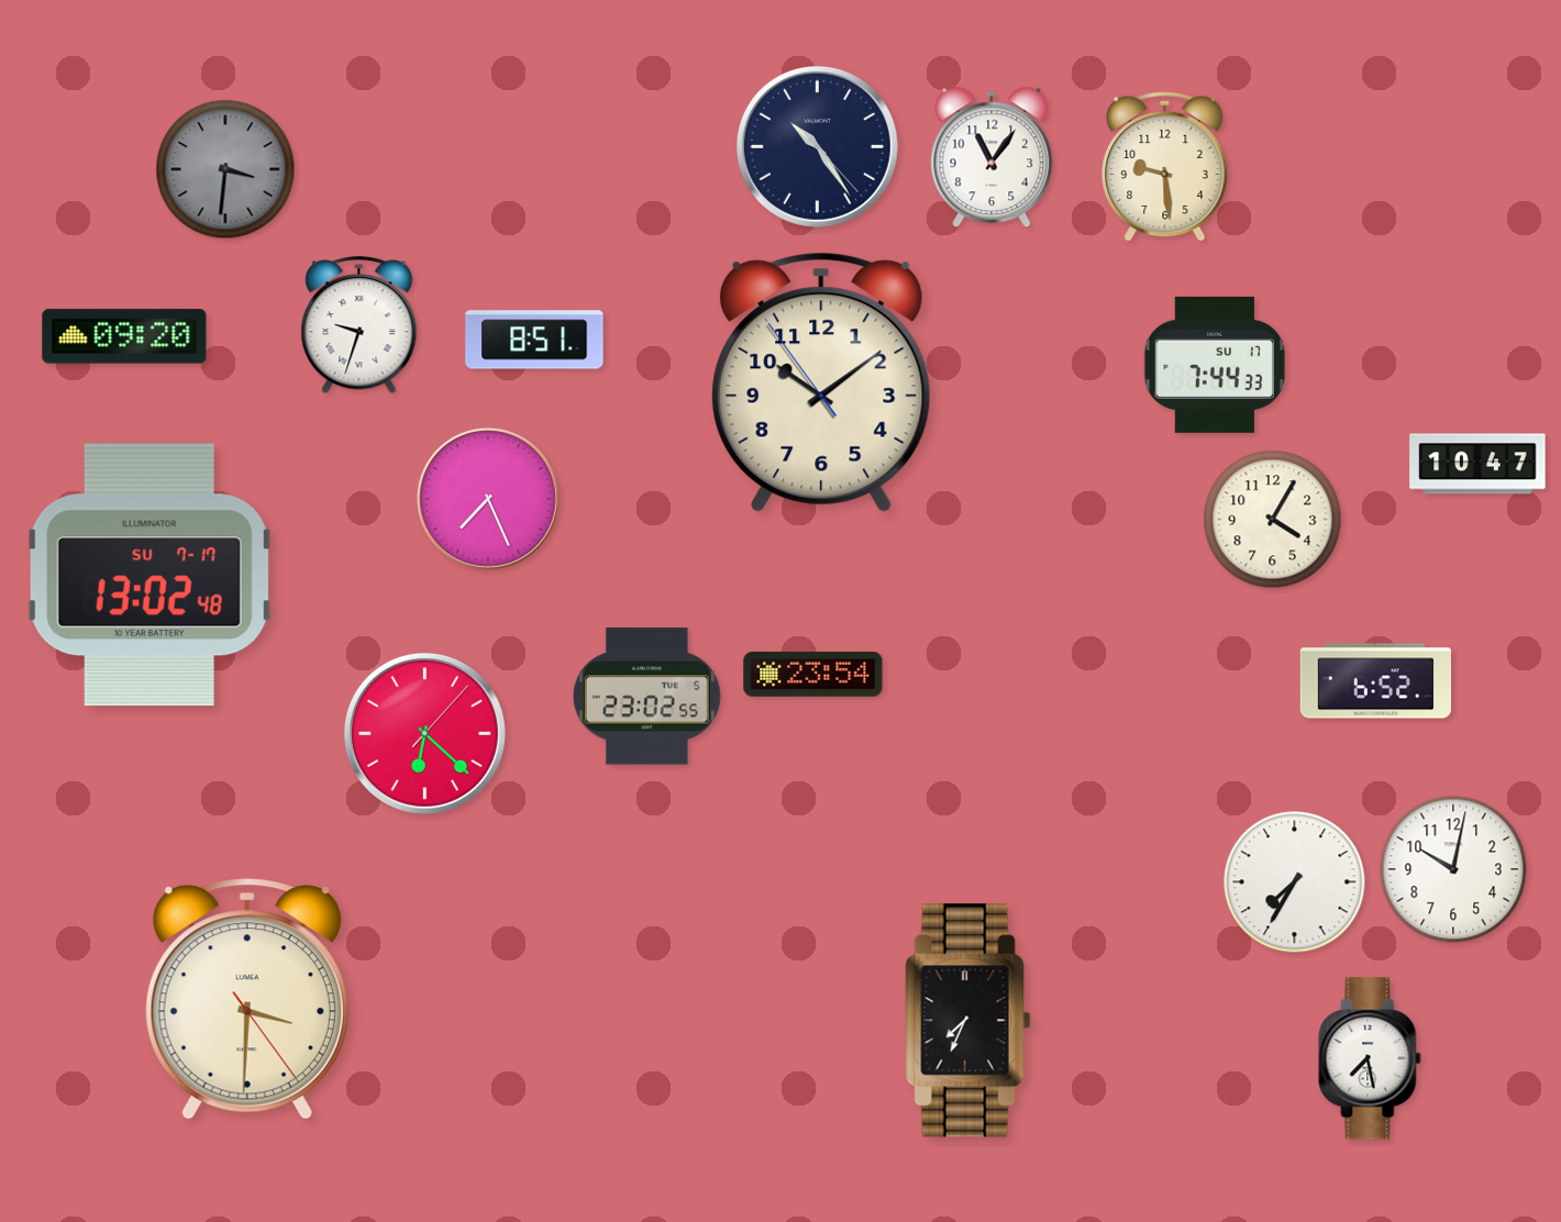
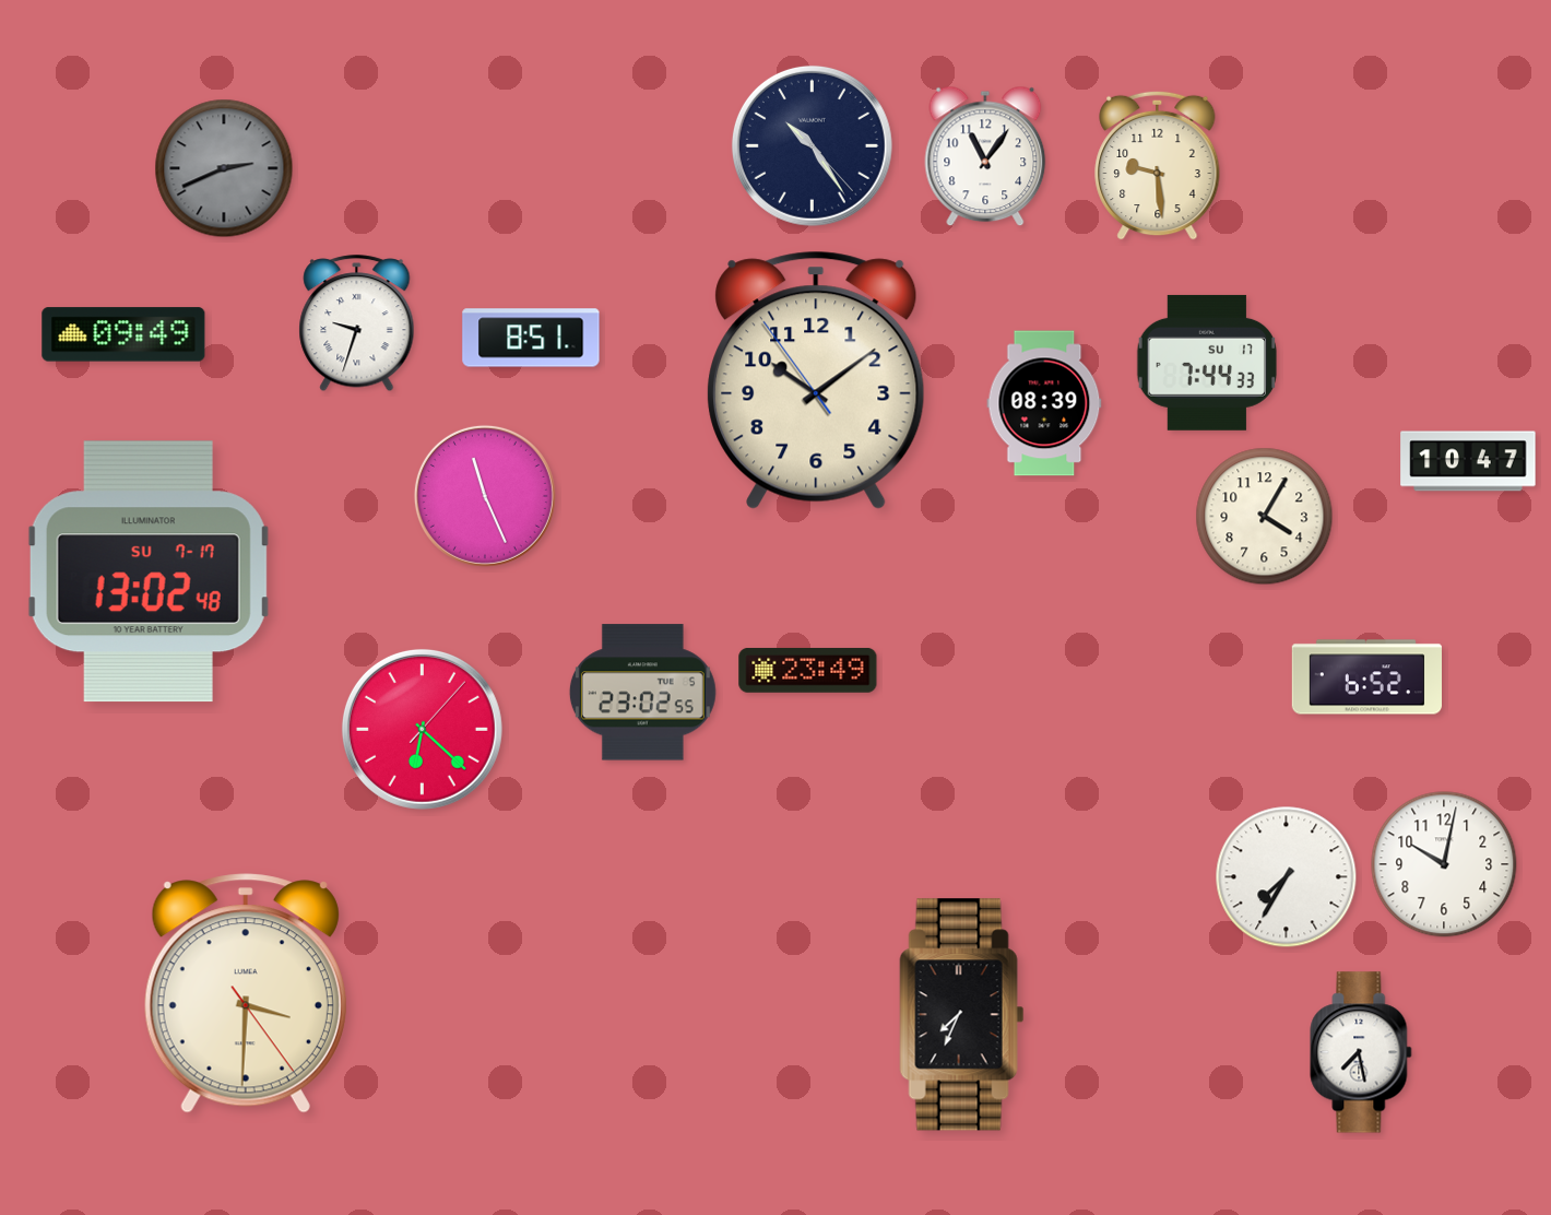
clock at (225, 169): 3:31 -> 2:41
clock at (124, 336): 09:20 -> 09:49
clock at (1044, 403): none -> 08:39
clock at (488, 499): 7:26 -> 11:26
clock at (813, 675): 23:54 -> 23:49
